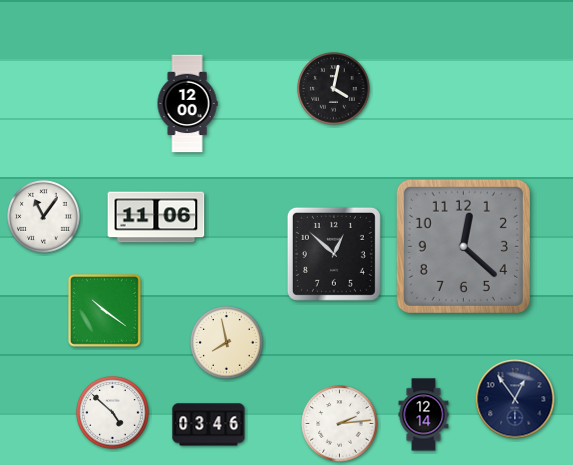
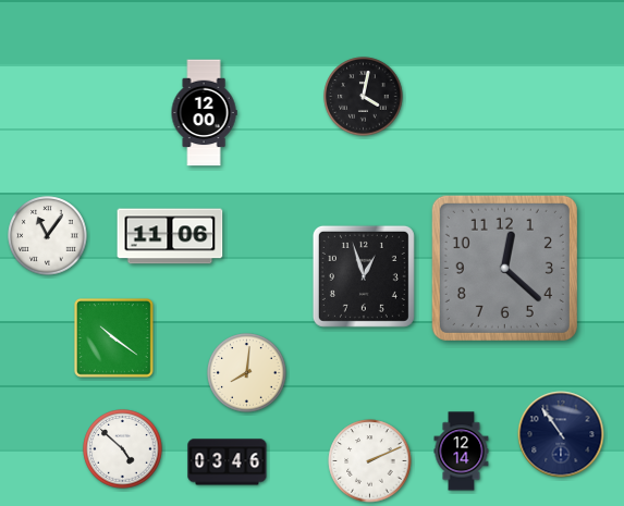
clock at (334, 254): 12:52 -> 12:57
clock at (227, 343): 7:58 -> 8:01
clock at (515, 399): 12:54 -> 10:54
clock at (340, 424): 2:14 -> 2:11
